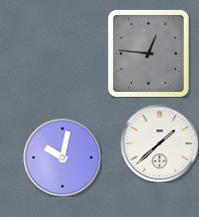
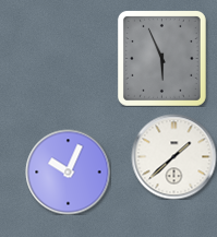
clock at (148, 53): 12:46 -> 5:56
clock at (62, 157): 10:02 -> 10:04
